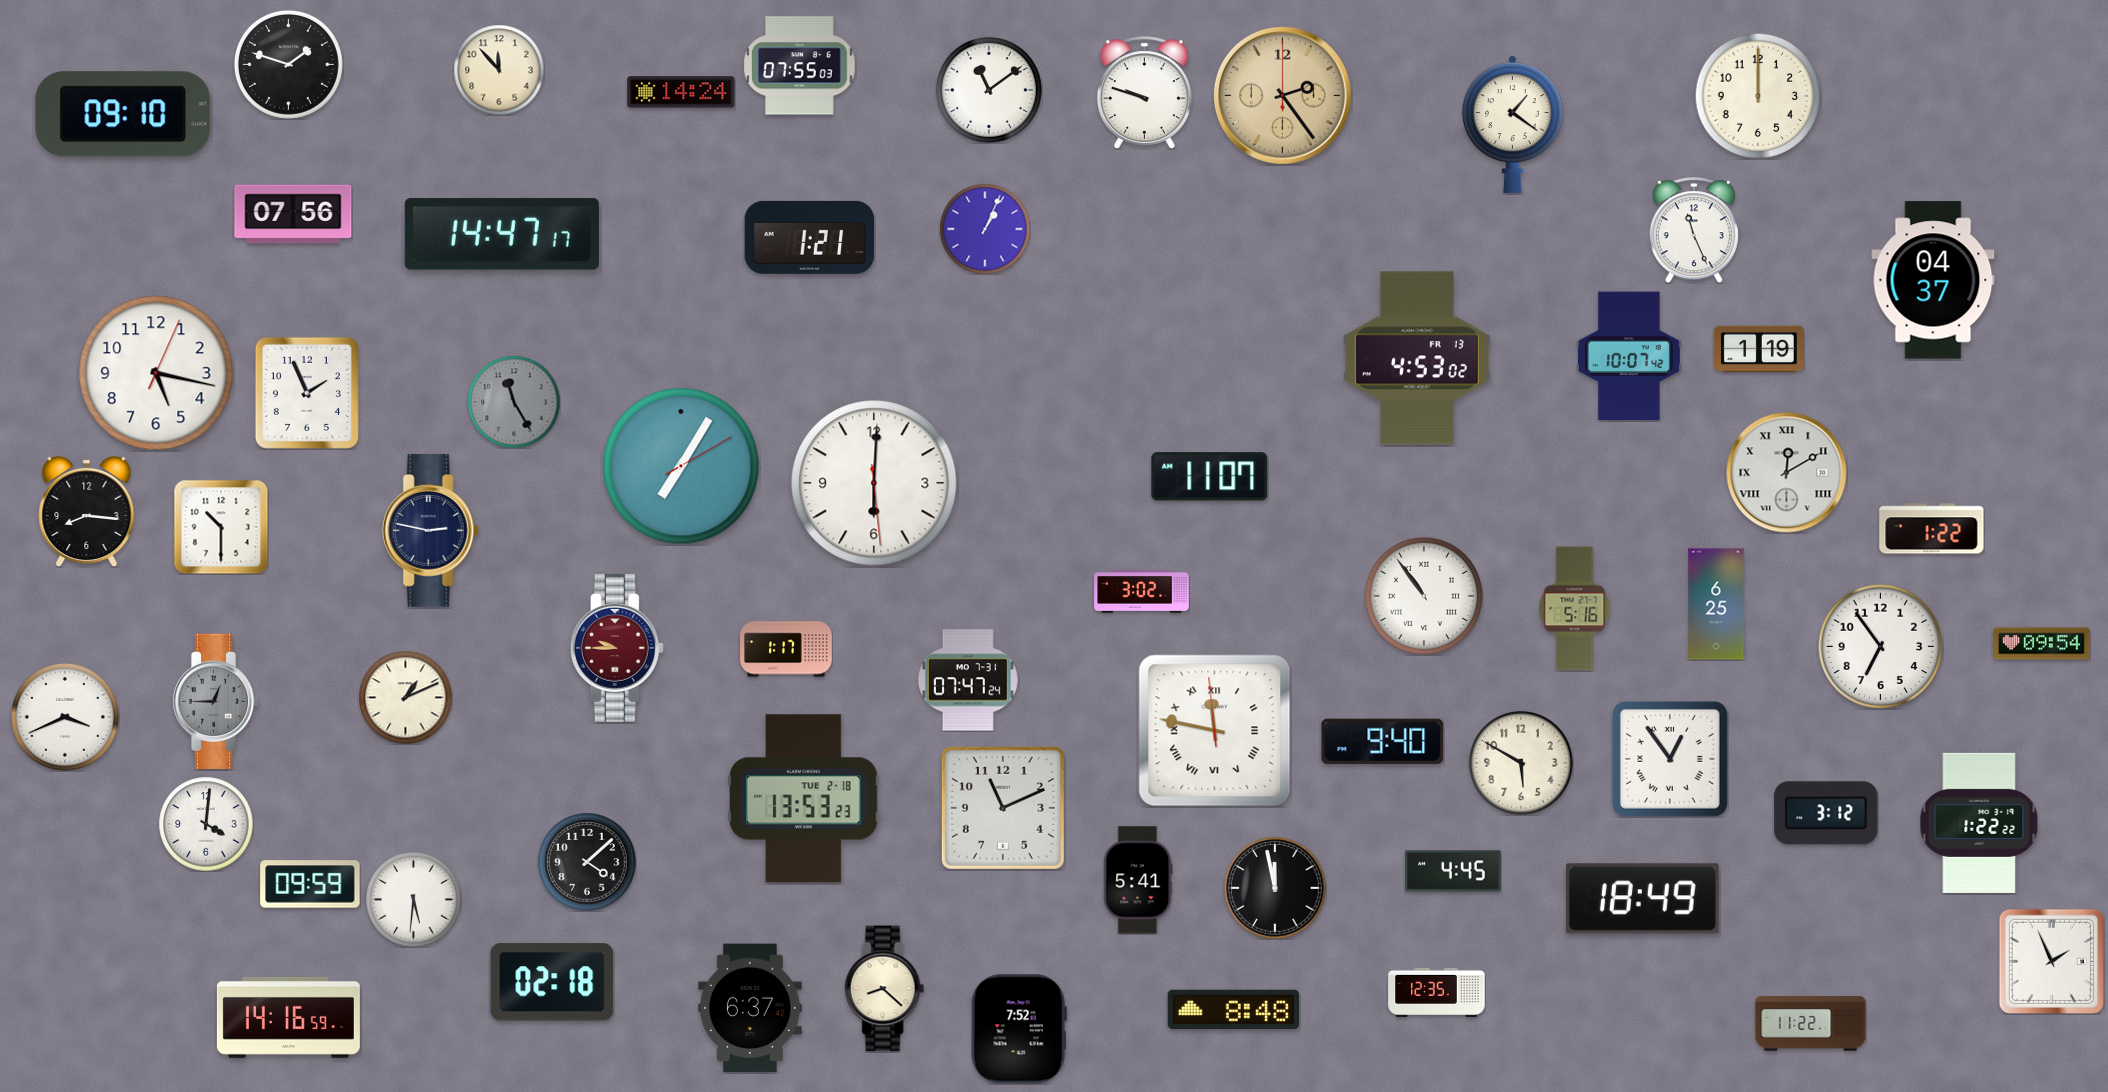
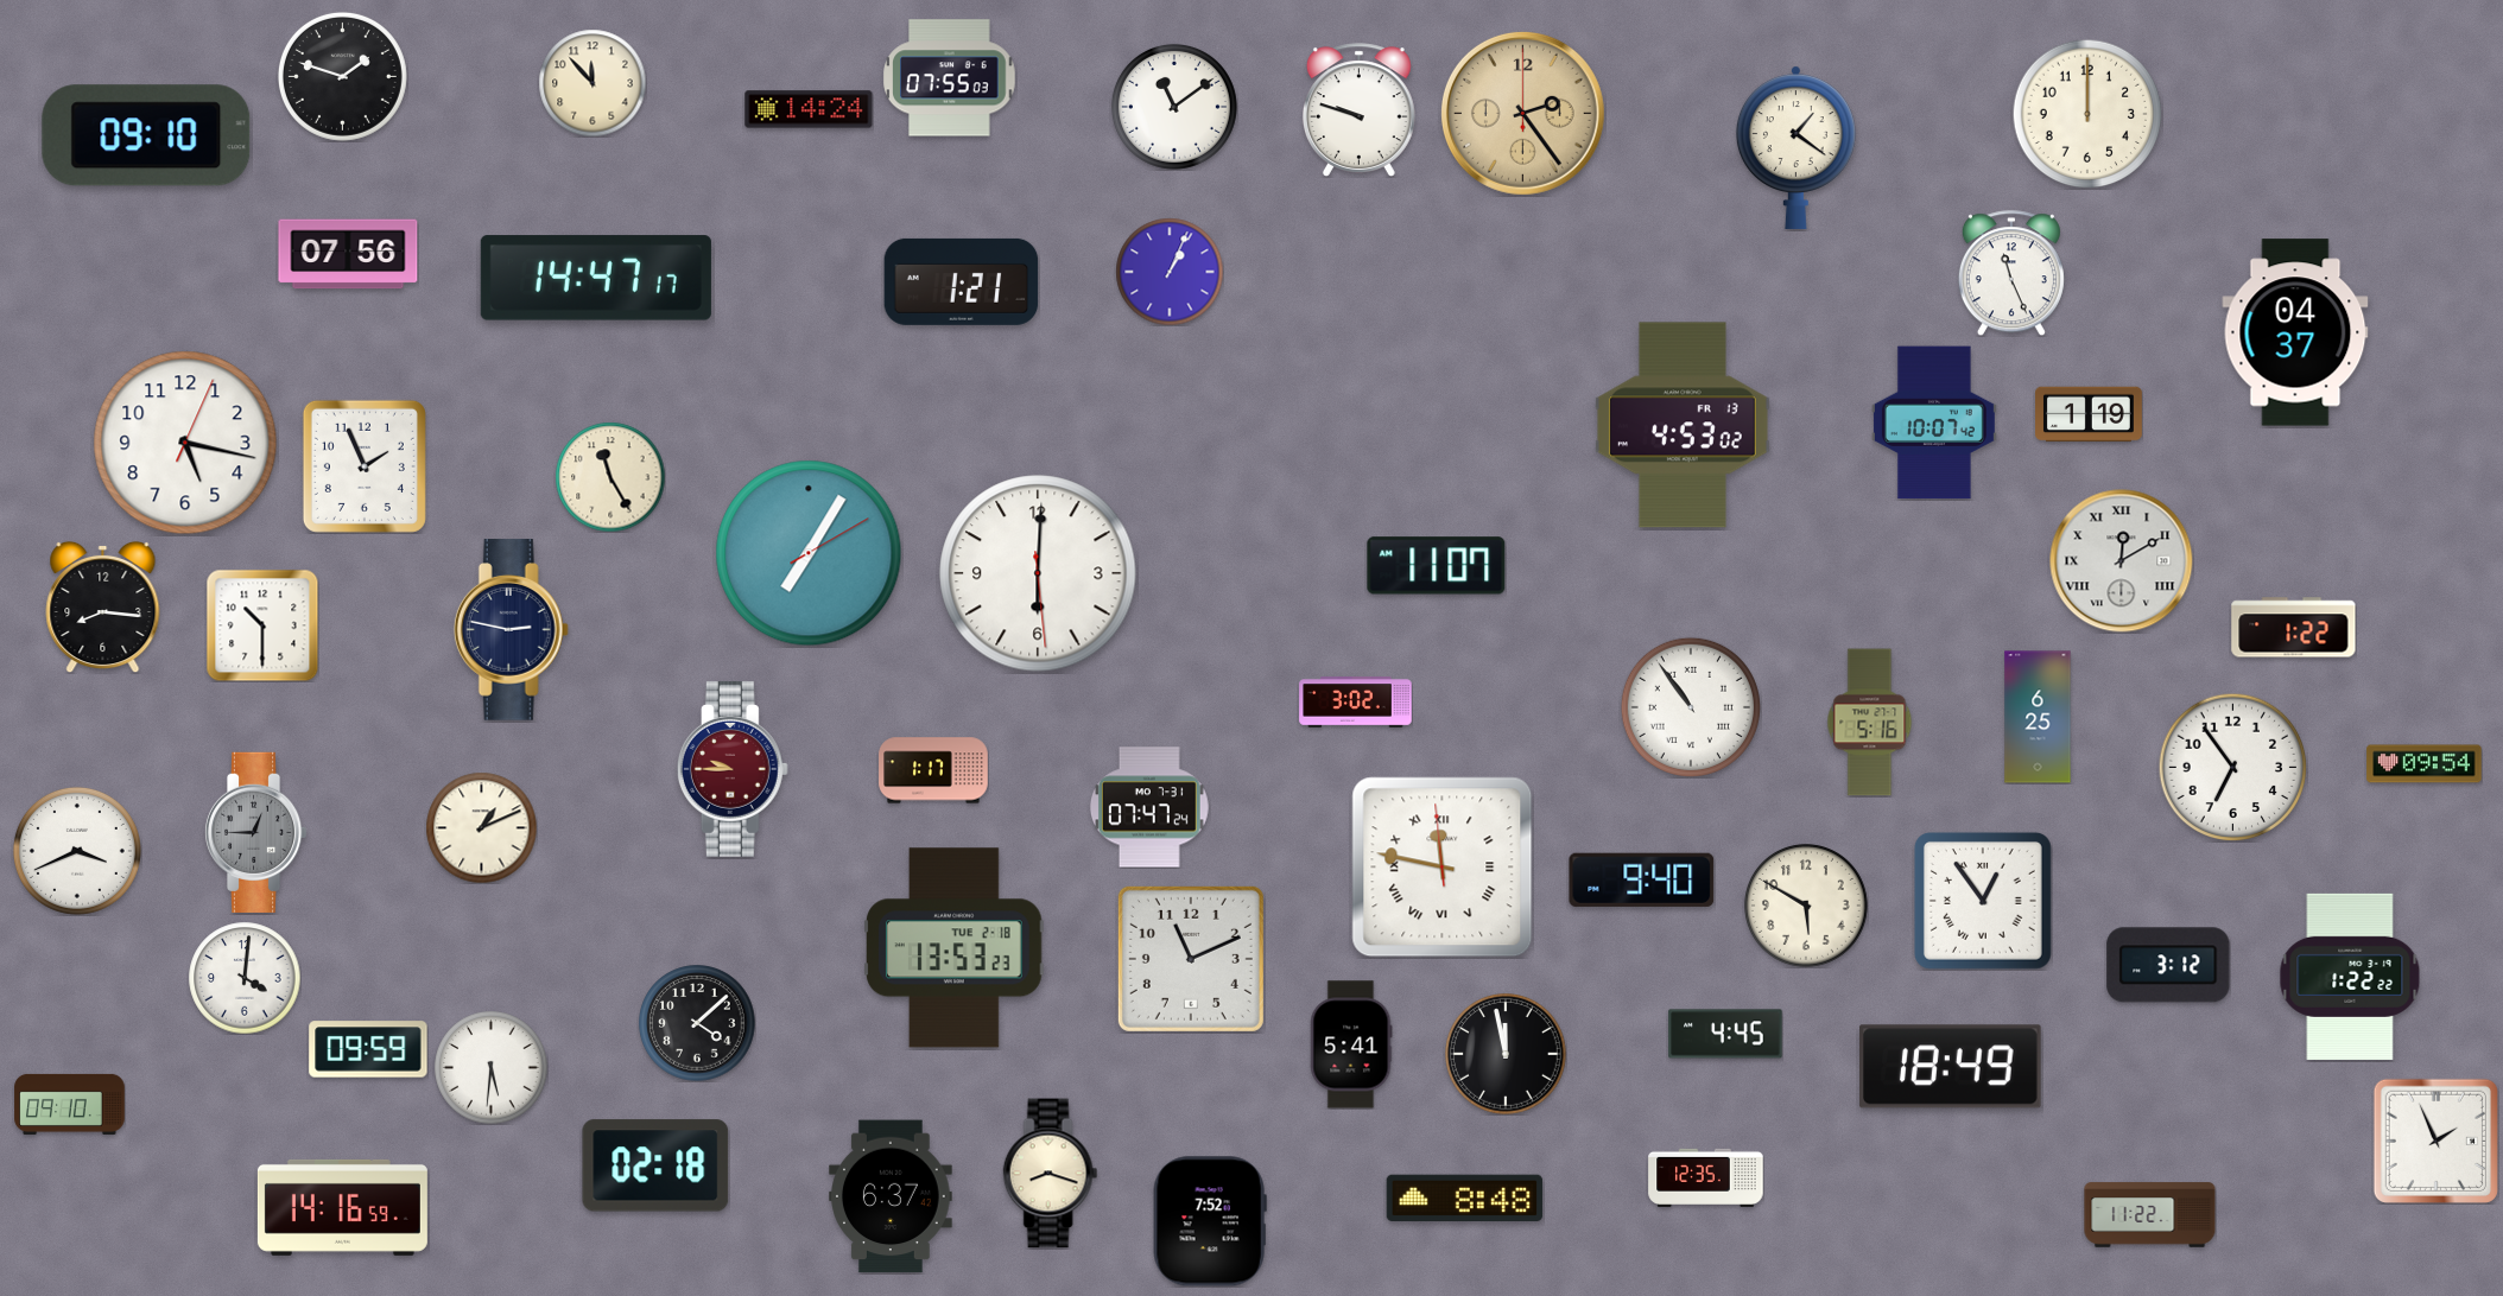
clock at (514, 402) dial: grey -> cream
clock at (1275, 888) position: (1275, 888) -> (1506, 1054)
clock at (70, 1104): none -> 09:10
clock at (885, 989): 8:22 -> 8:18
